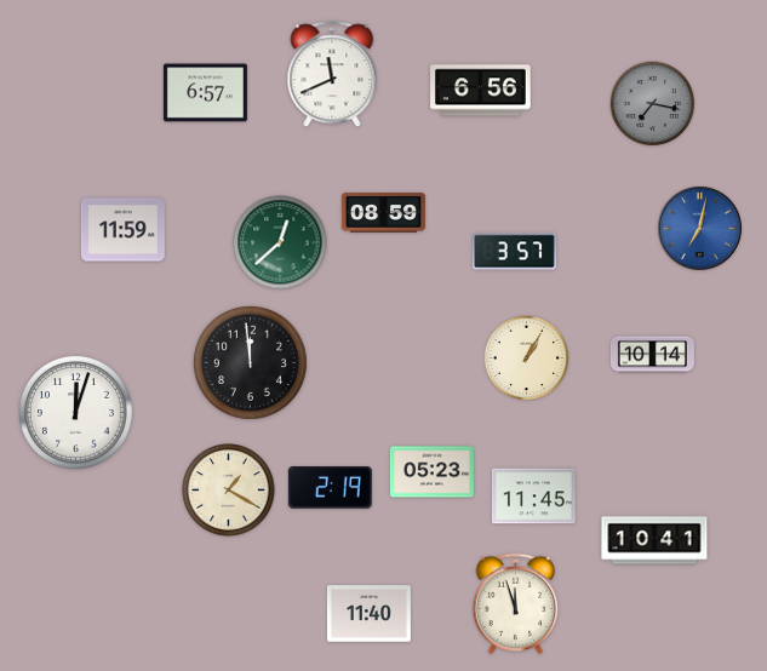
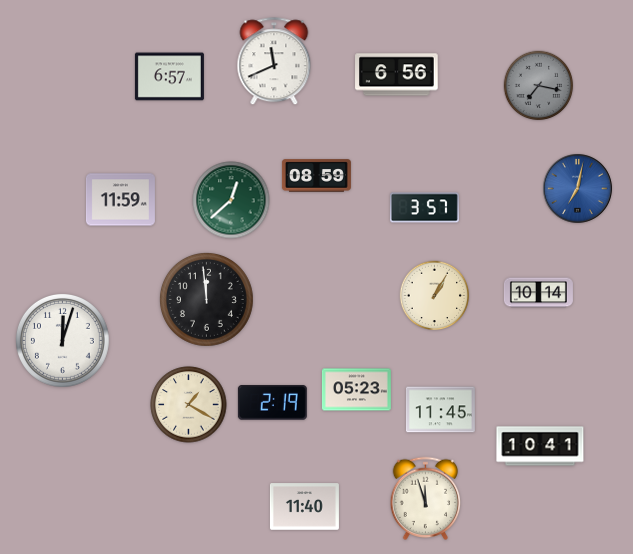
clock at (122, 230) position: (122, 230) -> (120, 200)
